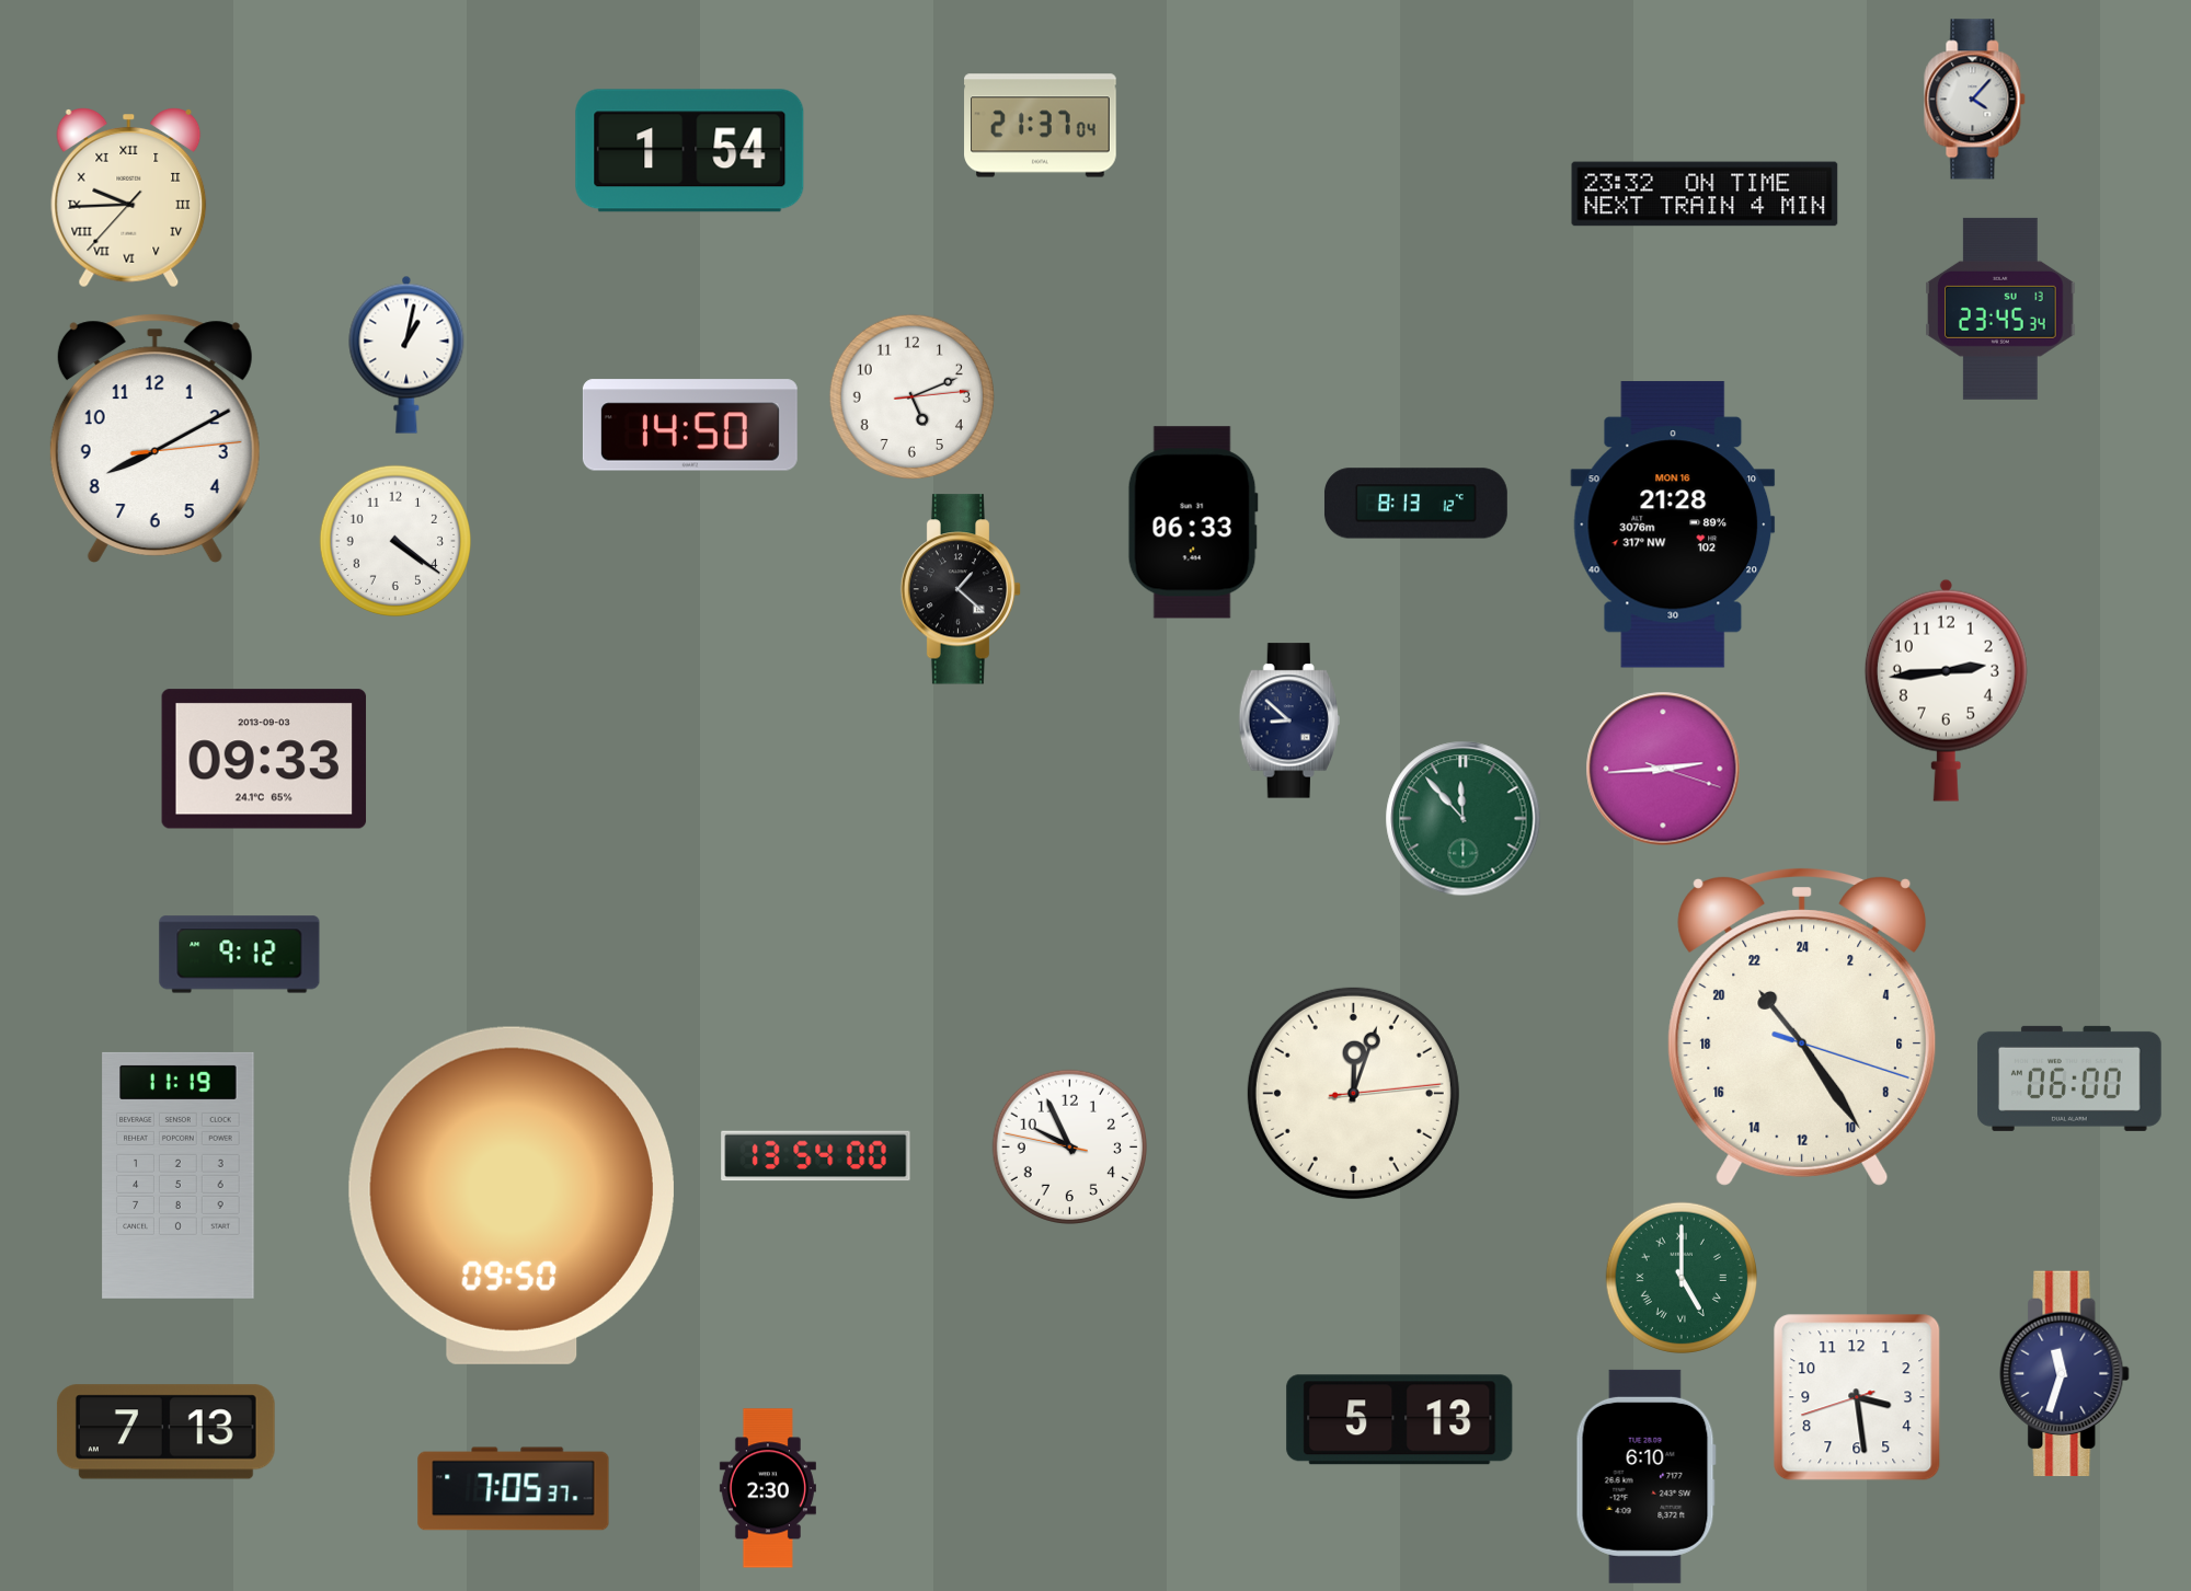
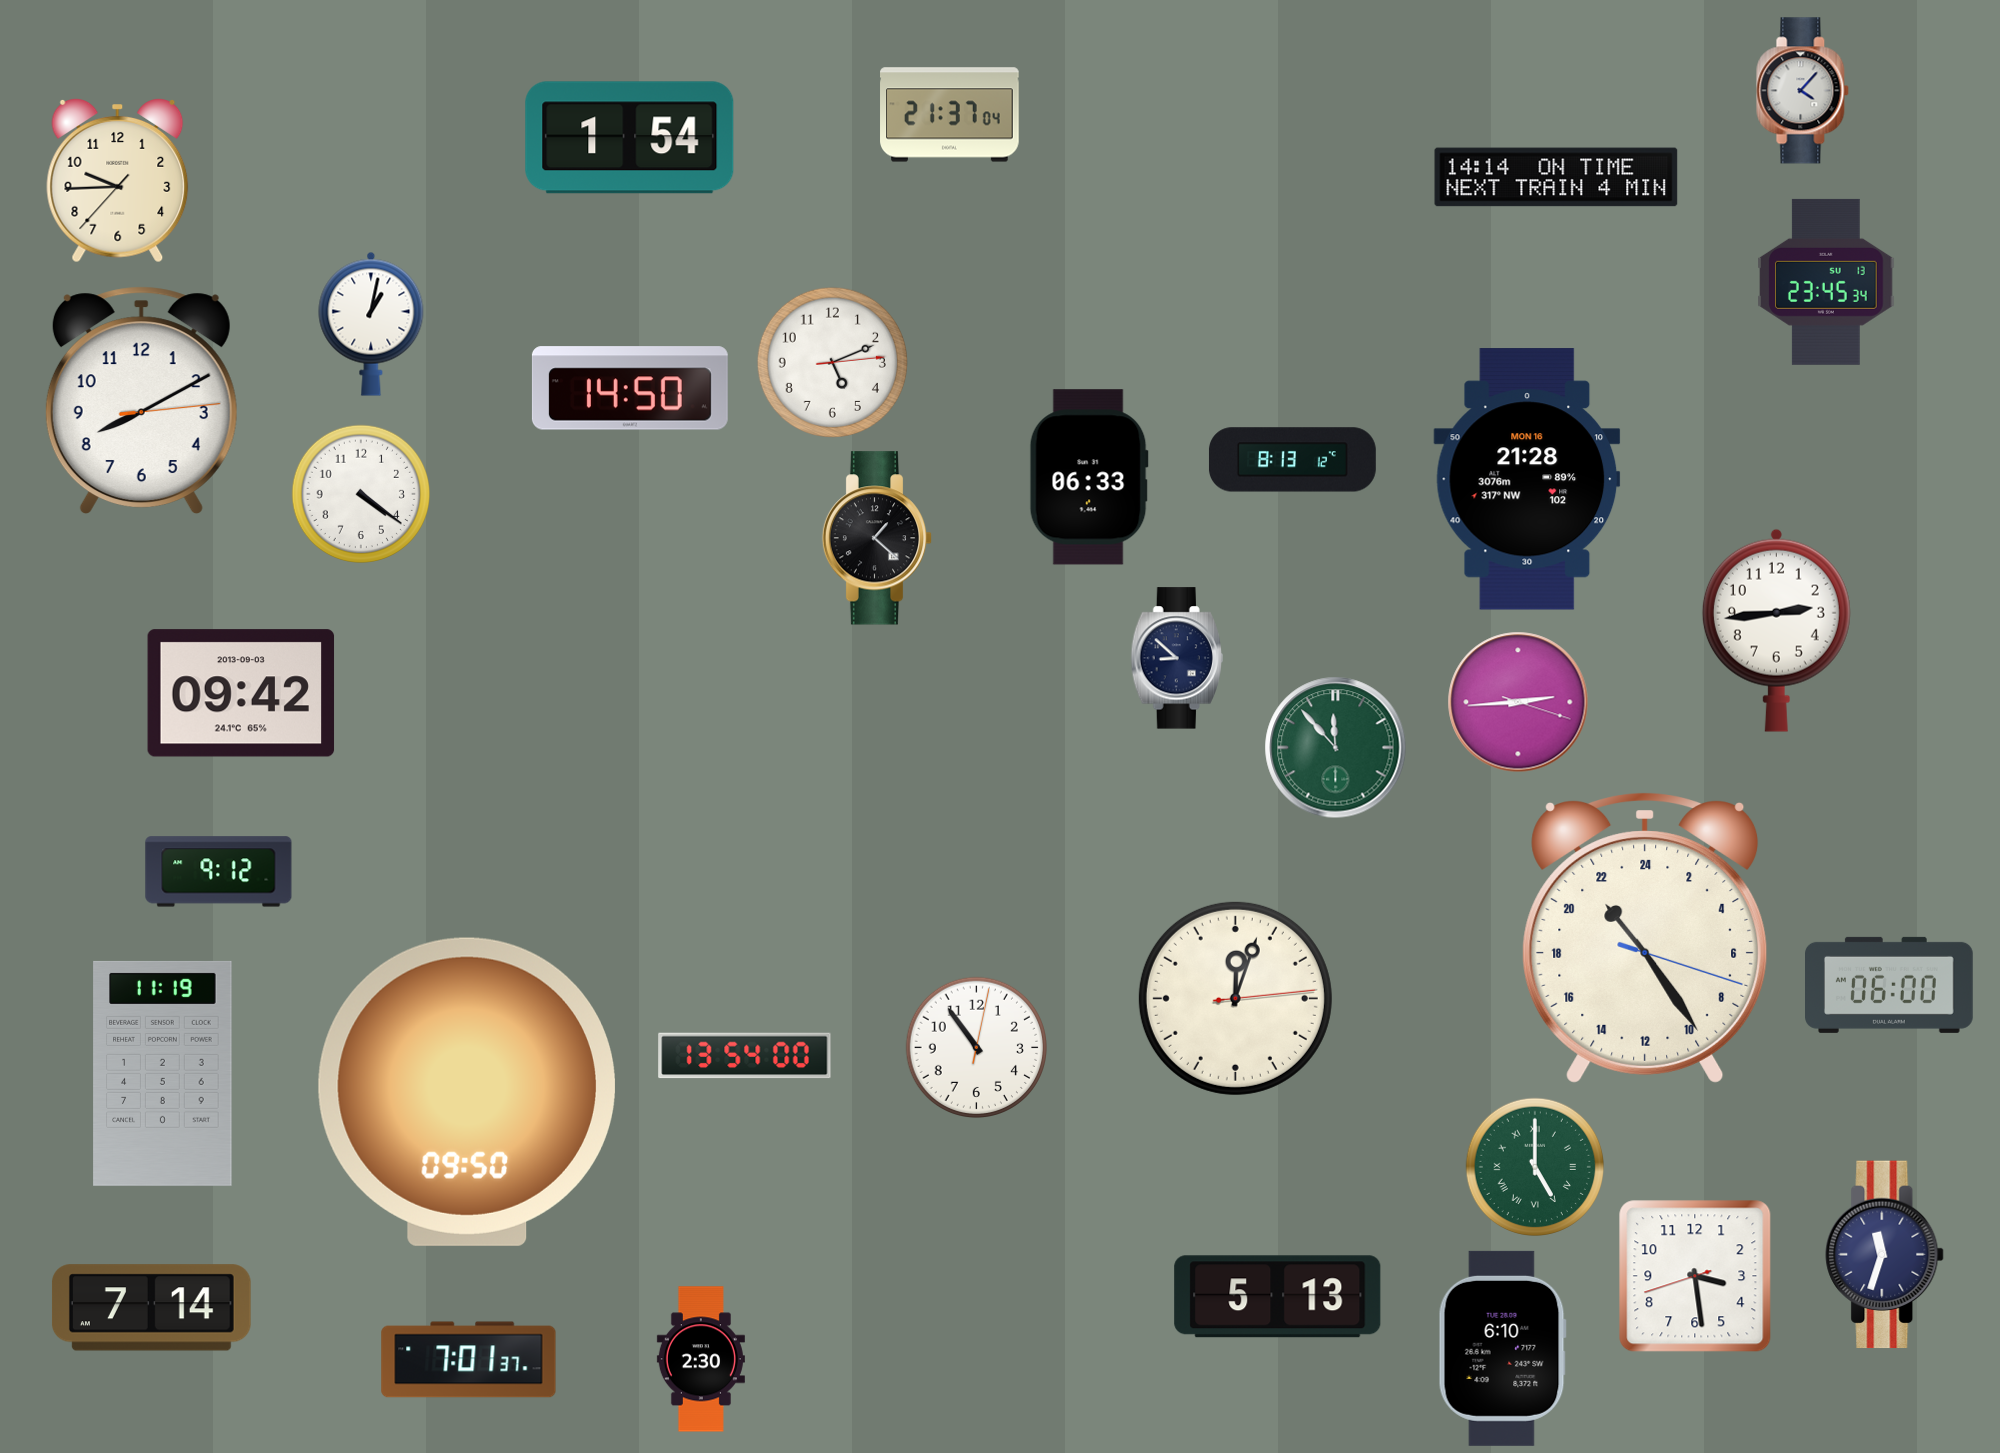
clock at (1705, 194): 23:32 -> 14:14
clock at (129, 198) numerals: Roman -> Arabic
clock at (264, 759): 09:33 -> 09:42
clock at (1069, 1146): 9:55 -> 10:54
clock at (165, 1432): 7:13 -> 7:14
clock at (514, 1489): 7:05 -> 7:01
